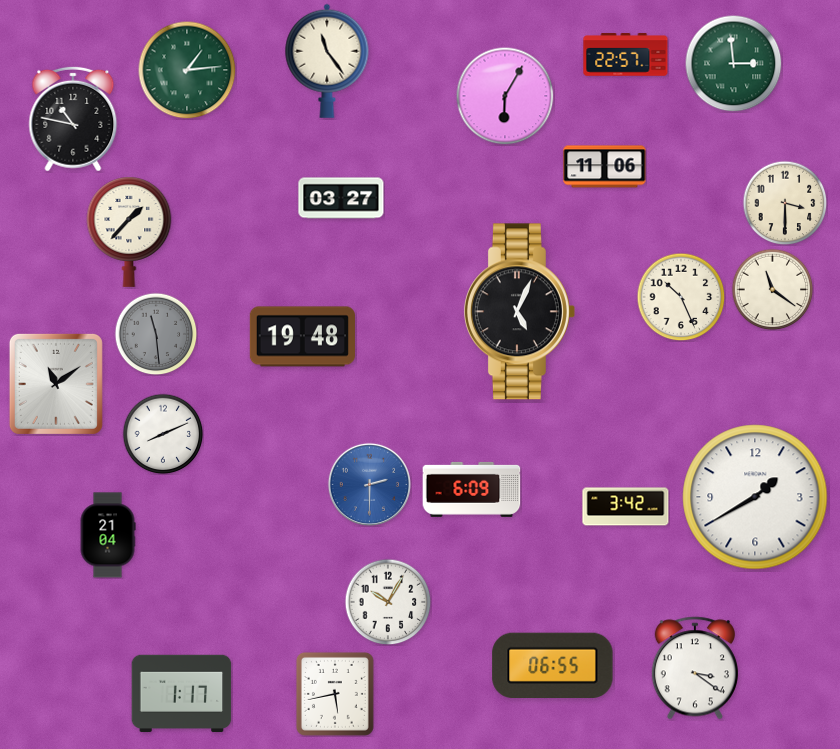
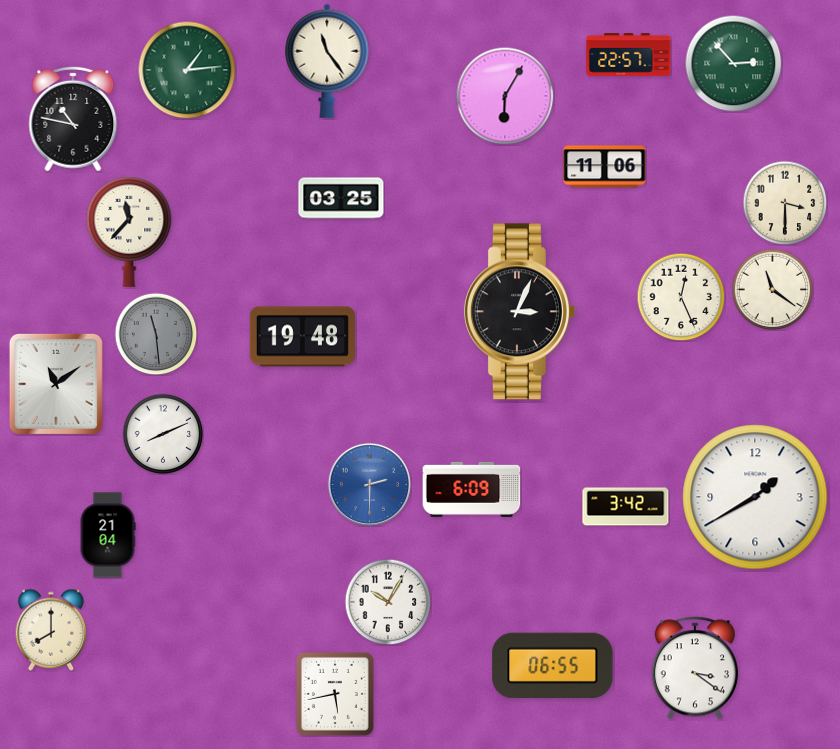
clock at (626, 55) position: (626, 55) -> (629, 55)
clock at (733, 63): 2:59 -> 2:53
clock at (341, 198): 03:27 -> 03:25
clock at (129, 232): 1:37 -> 11:37
clock at (681, 297): 10:26 -> 12:26
clock at (519, 312): 5:04 -> 3:04
clock at (51, 630): none -> 8:00
clock at (182, 694): 1:17 -> none
